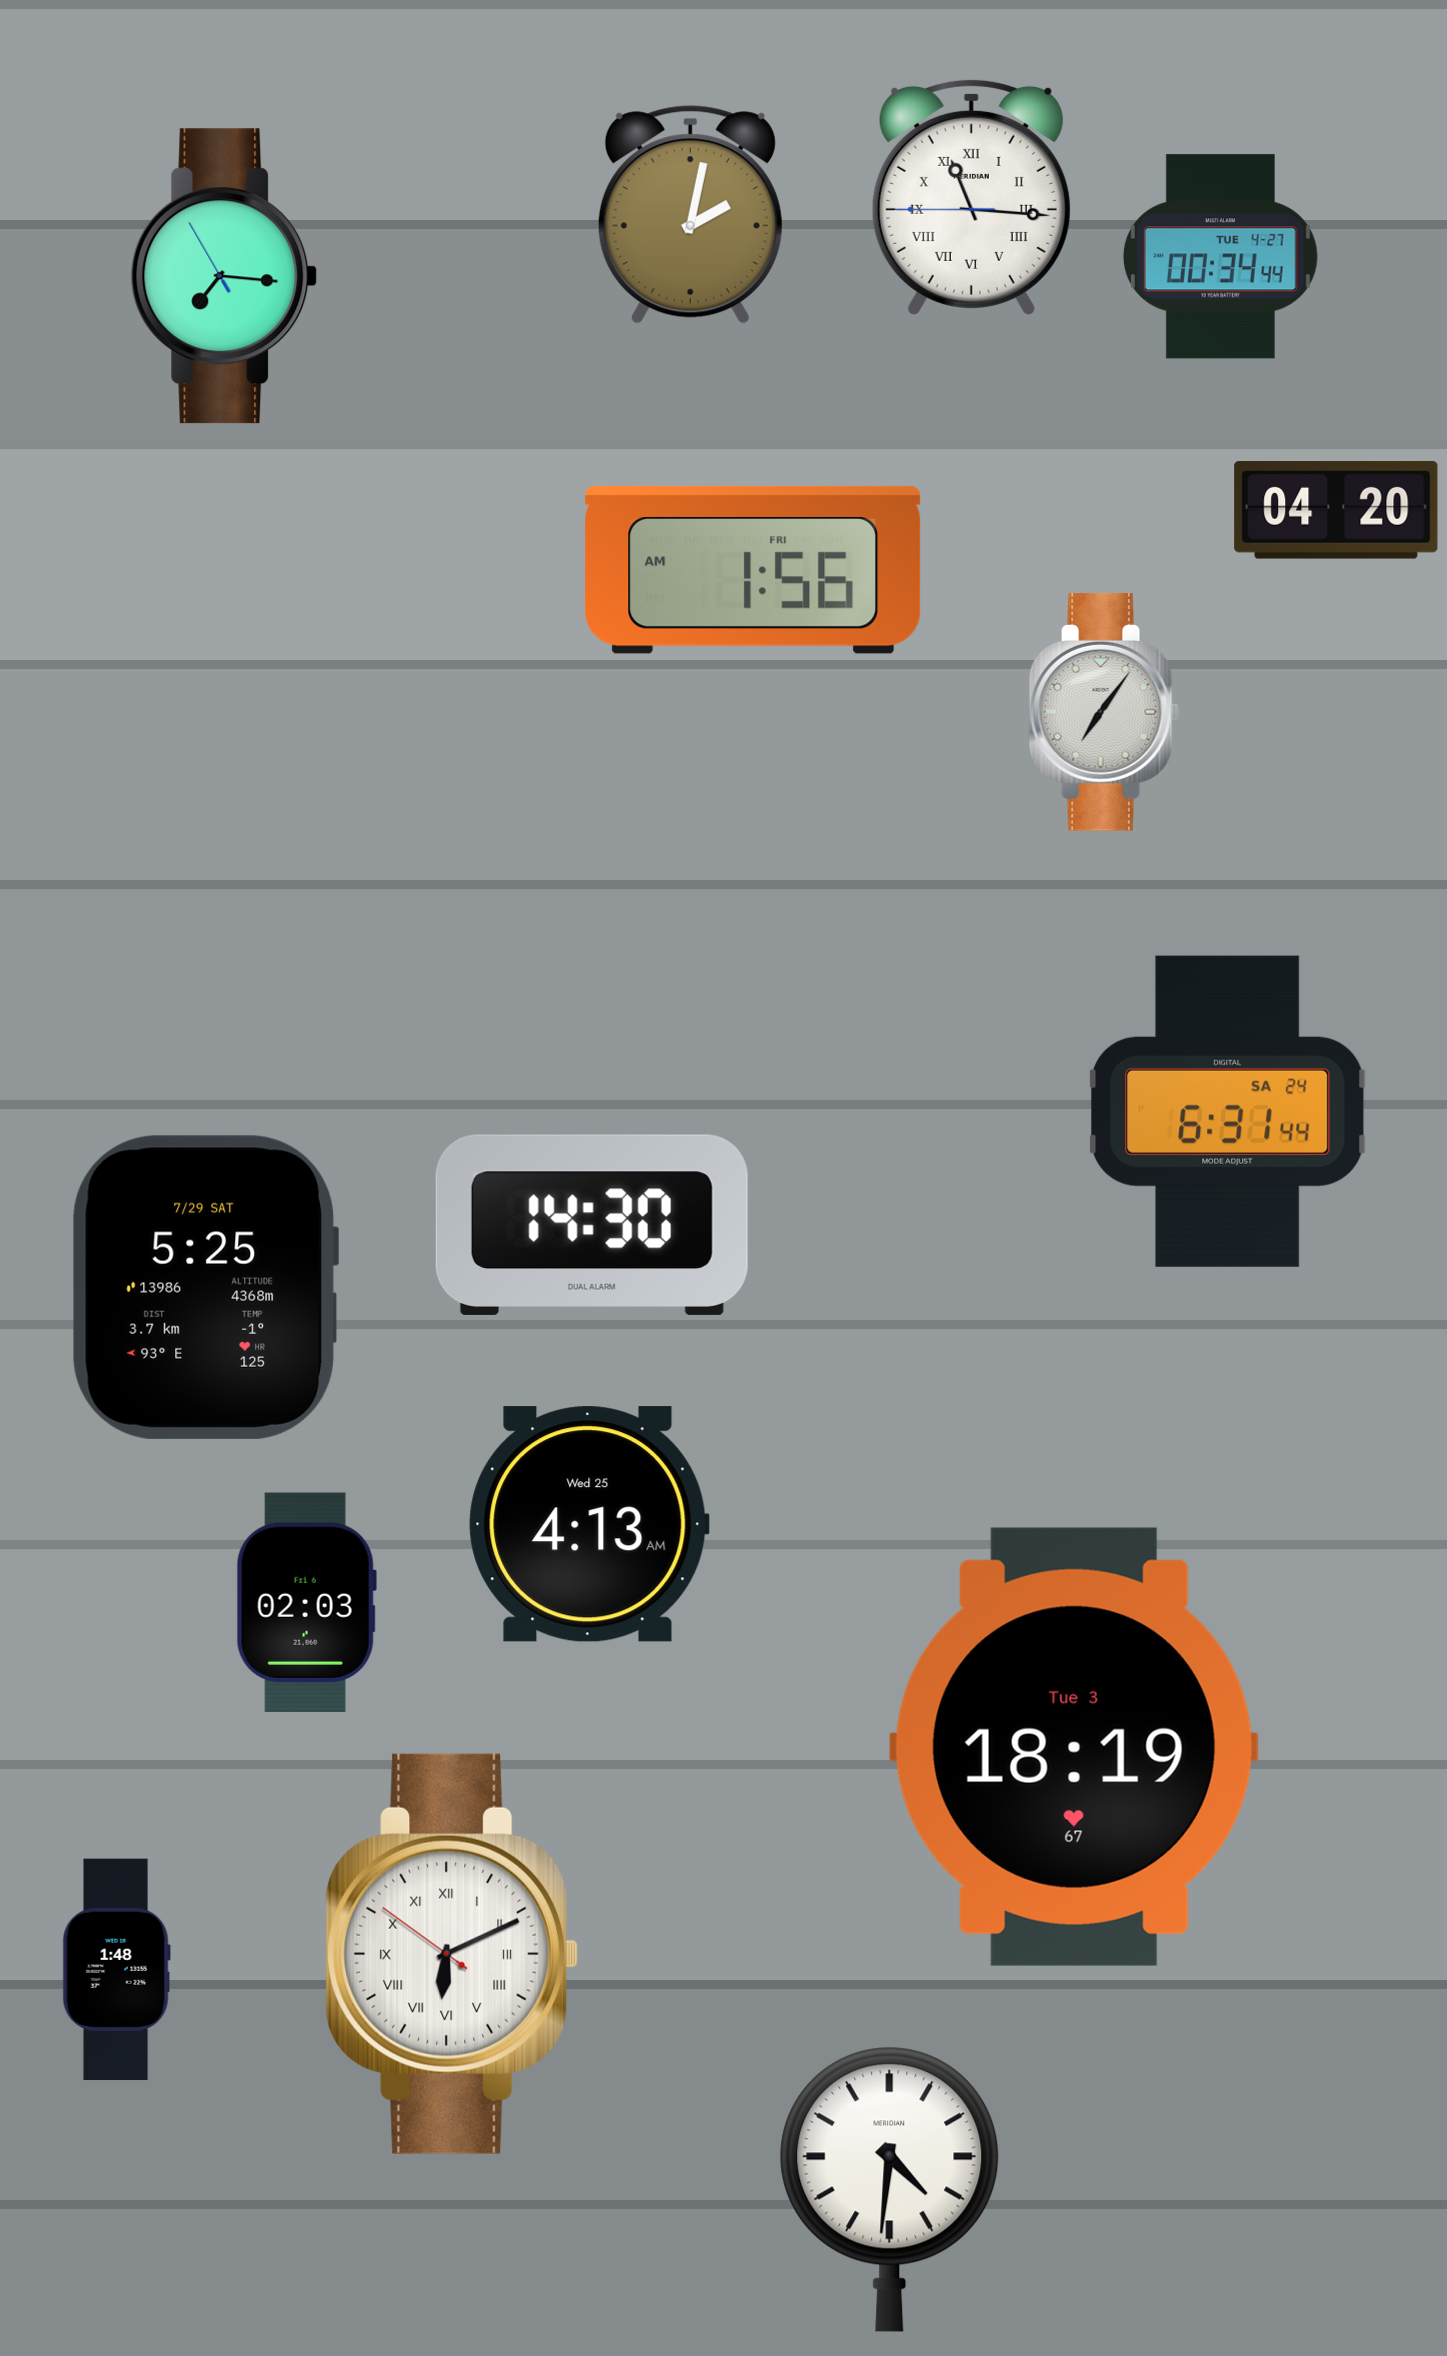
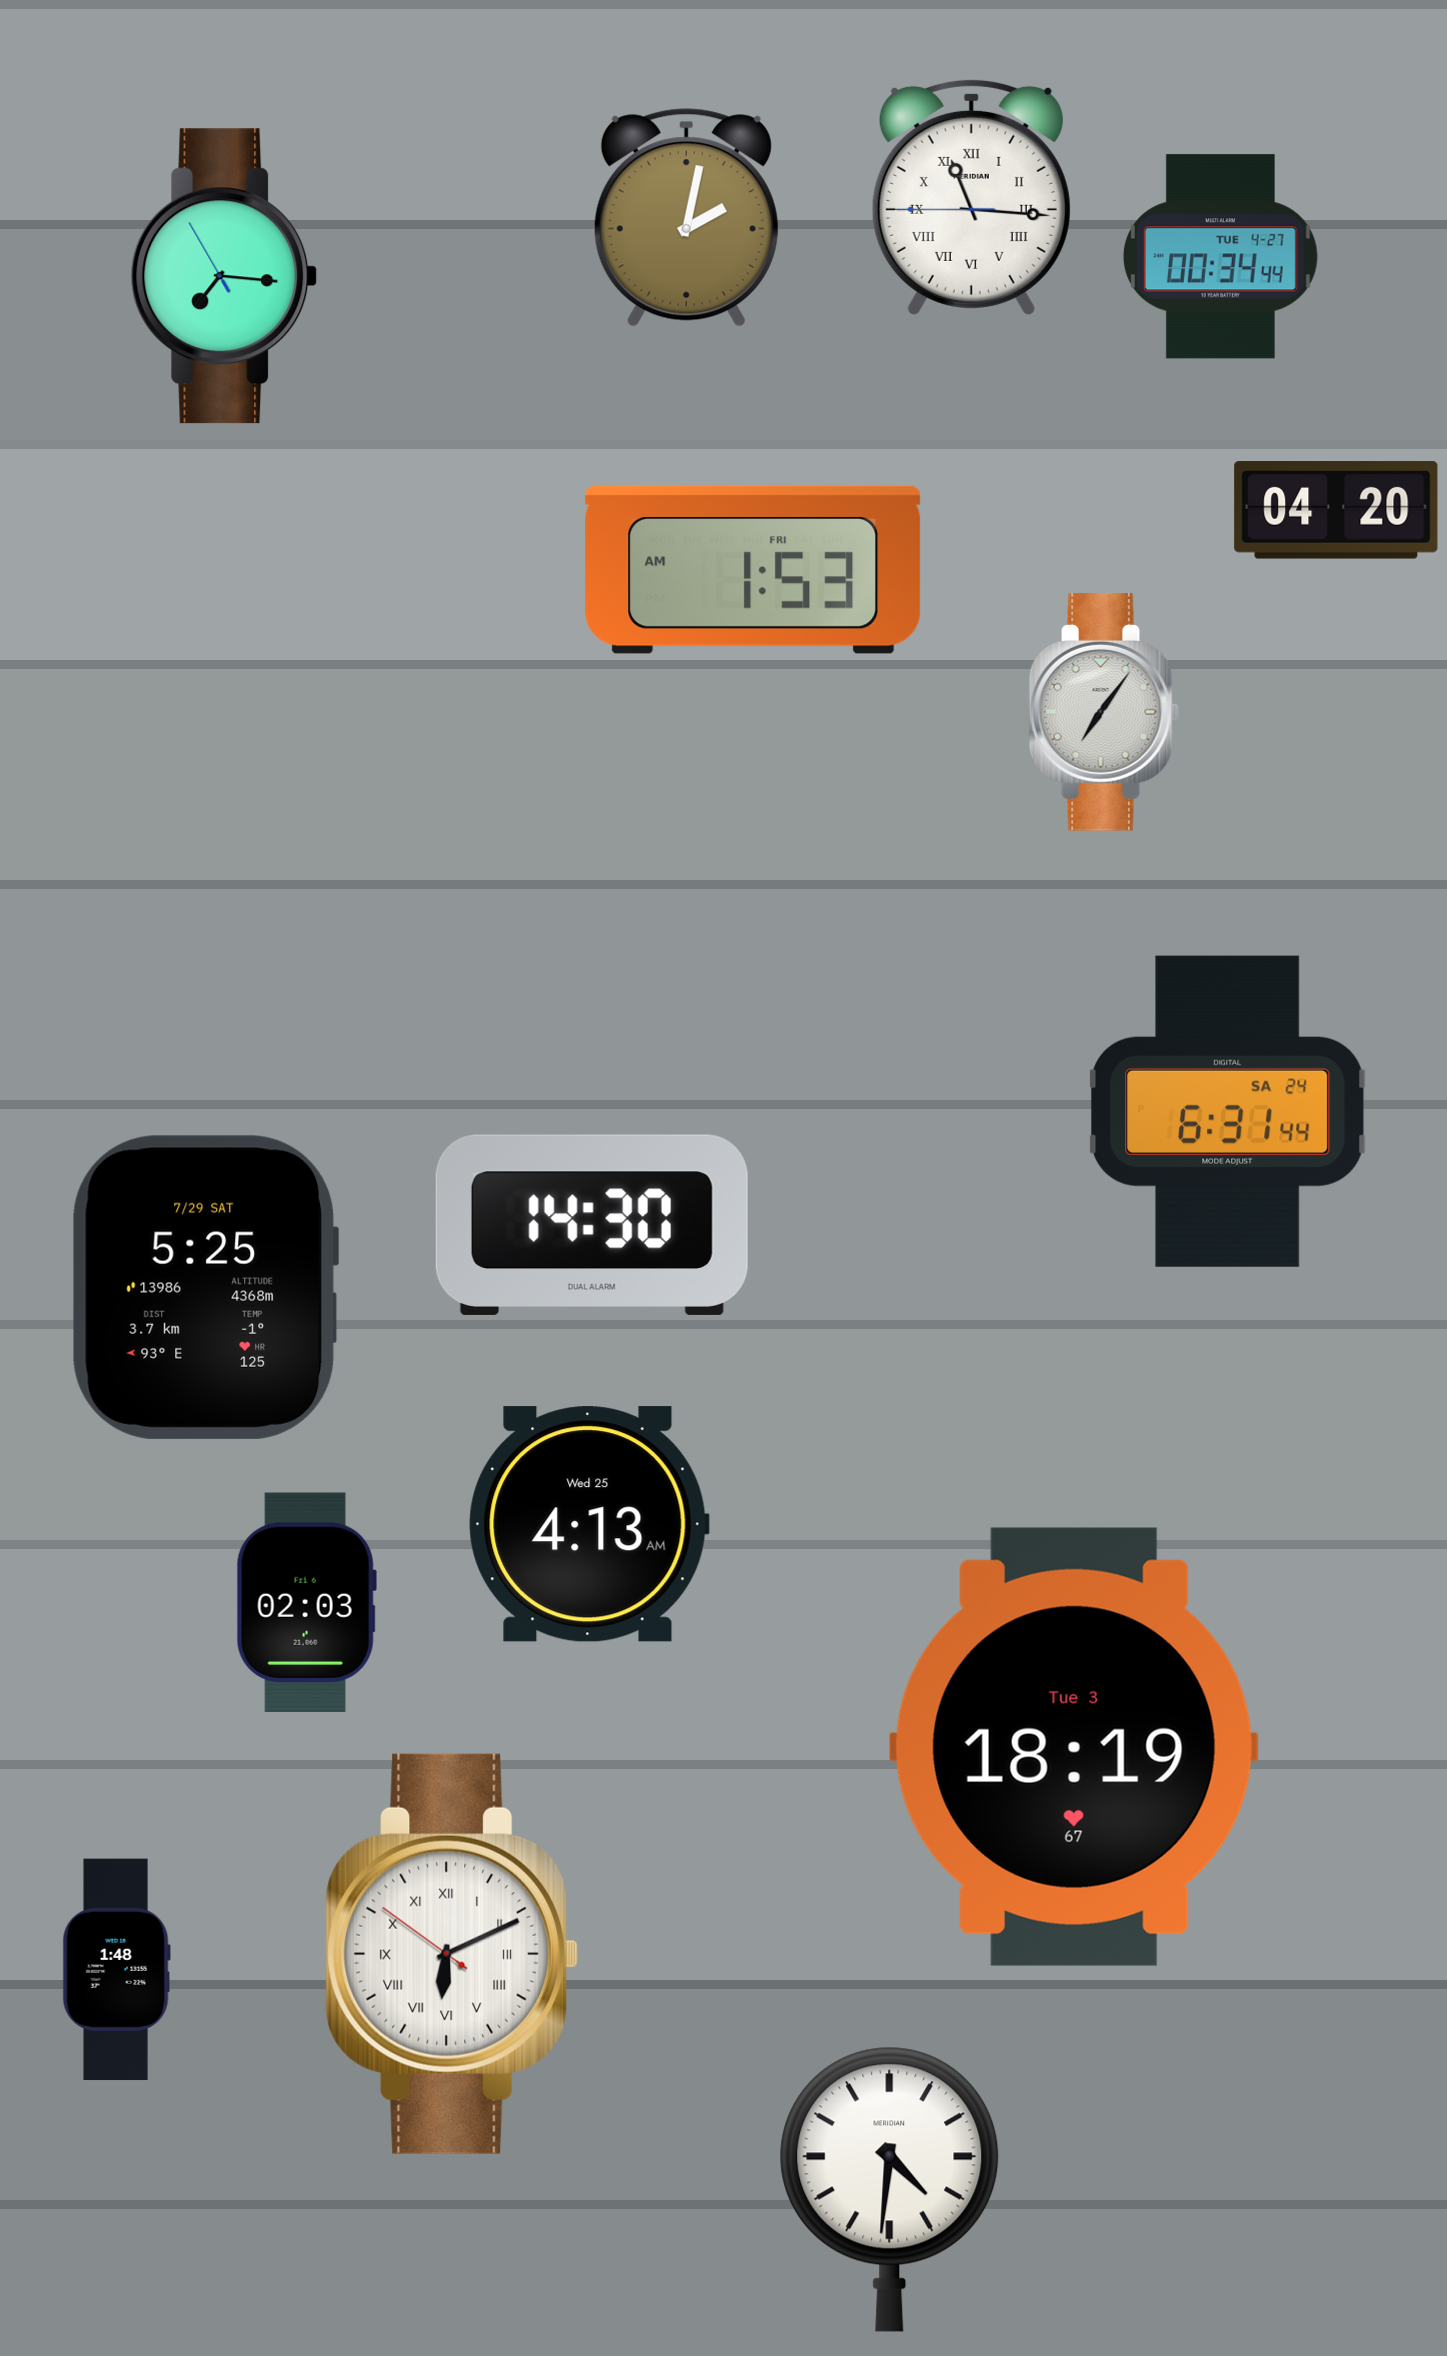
clock at (690, 215) position: (690, 215) -> (686, 218)
clock at (753, 570): 1:56 -> 1:53
